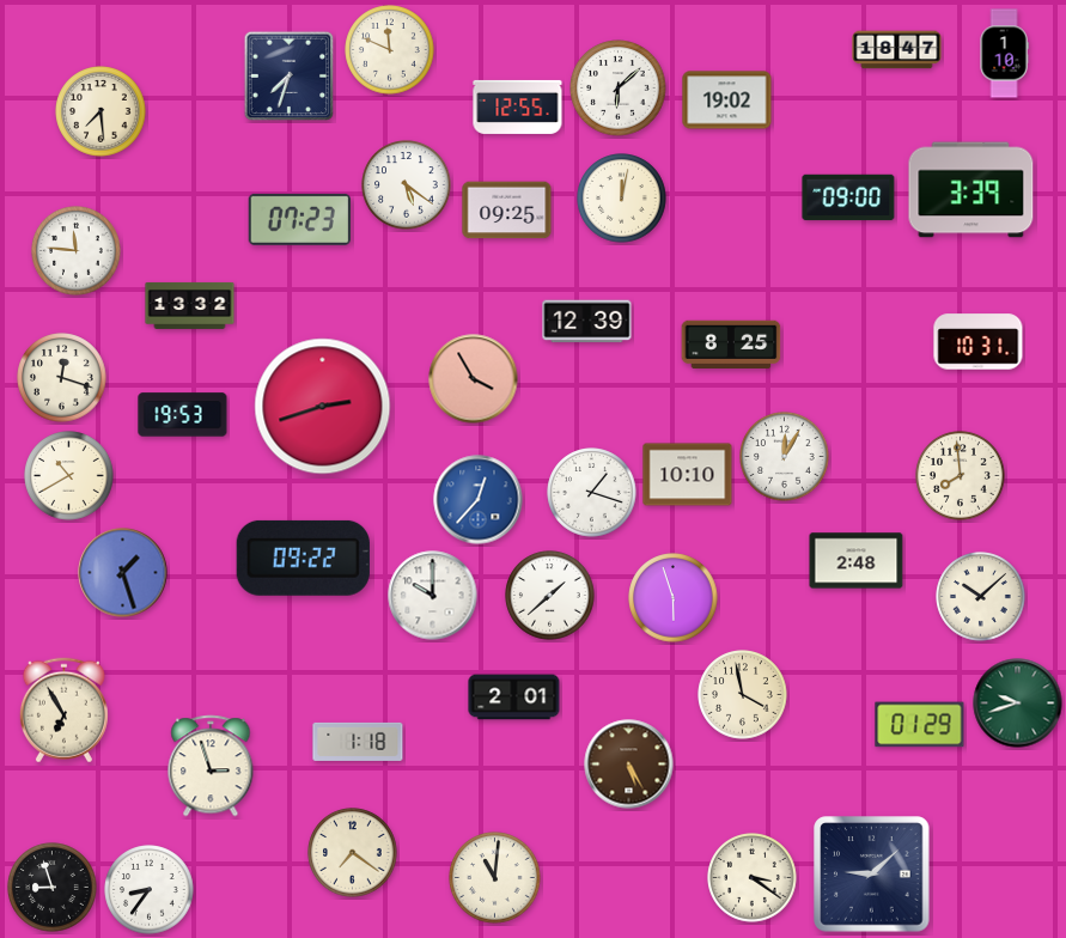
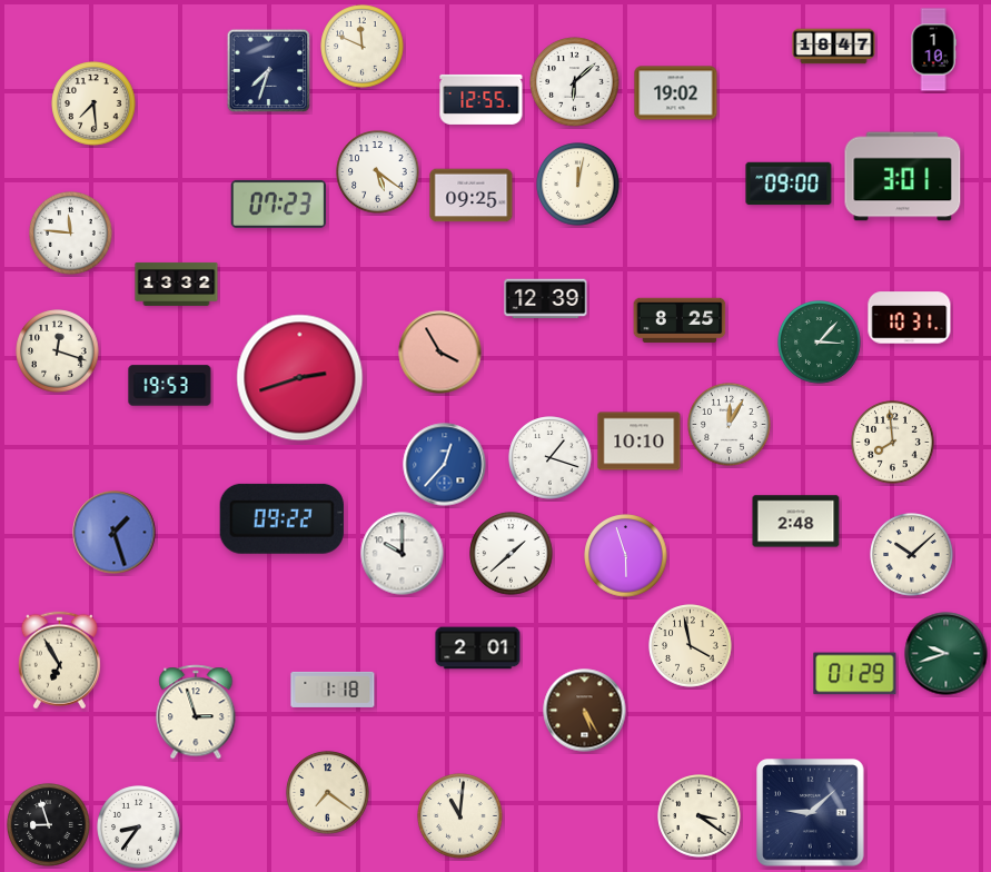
clock at (971, 190): 3:39 -> 3:01
clock at (820, 343): none -> 3:07
clock at (69, 476): 10:40 -> none
